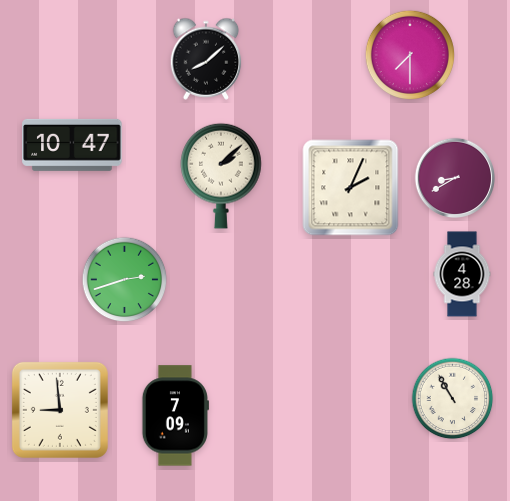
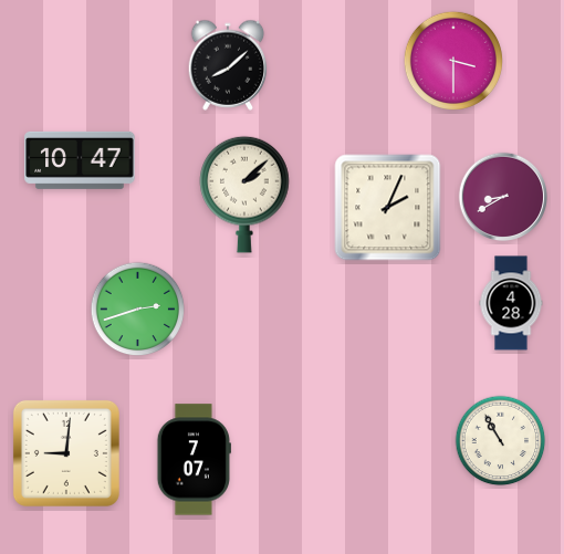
clock at (410, 55): 7:30 -> 3:30
clock at (60, 410): 8:59 -> 9:01
clock at (175, 416): 7:09 -> 7:07
